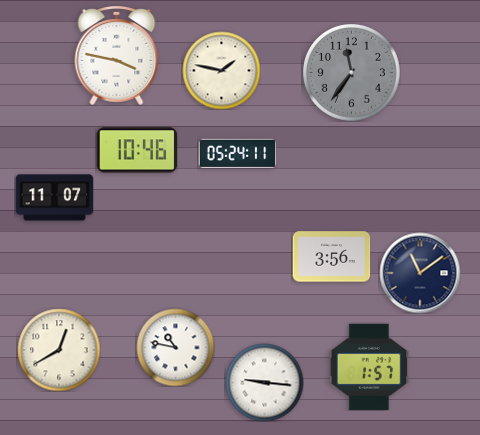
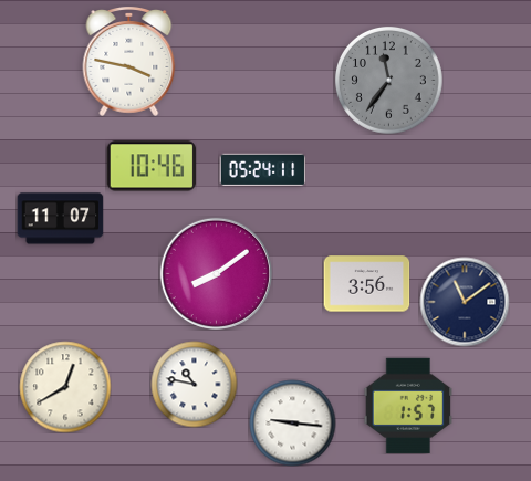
clock at (221, 70): 1:47 -> none
clock at (216, 273): none -> 8:09
